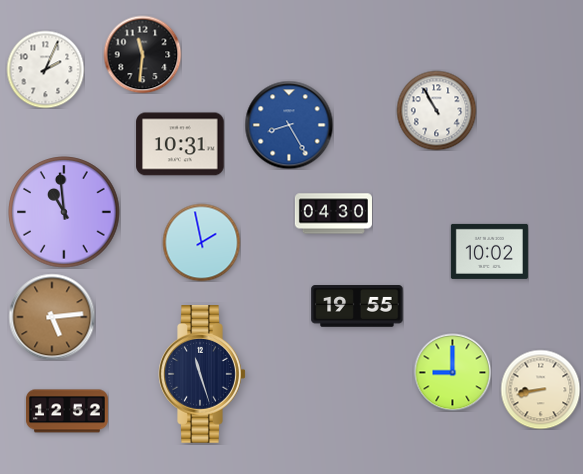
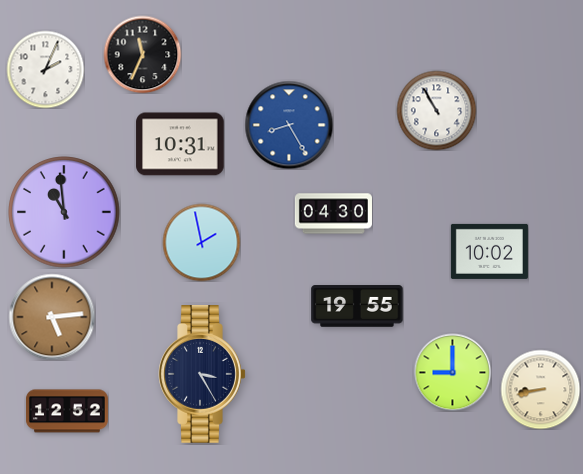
clock at (142, 54): 11:31 -> 11:34
clock at (202, 375): 11:27 -> 3:25
